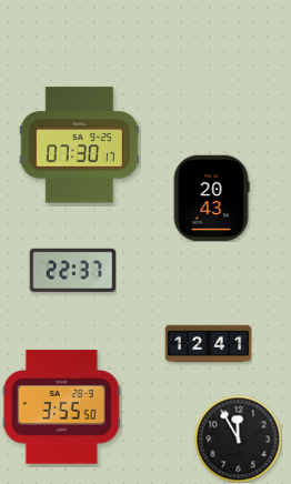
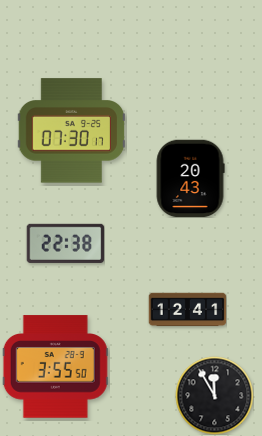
clock at (72, 270): 22:37 -> 22:38
